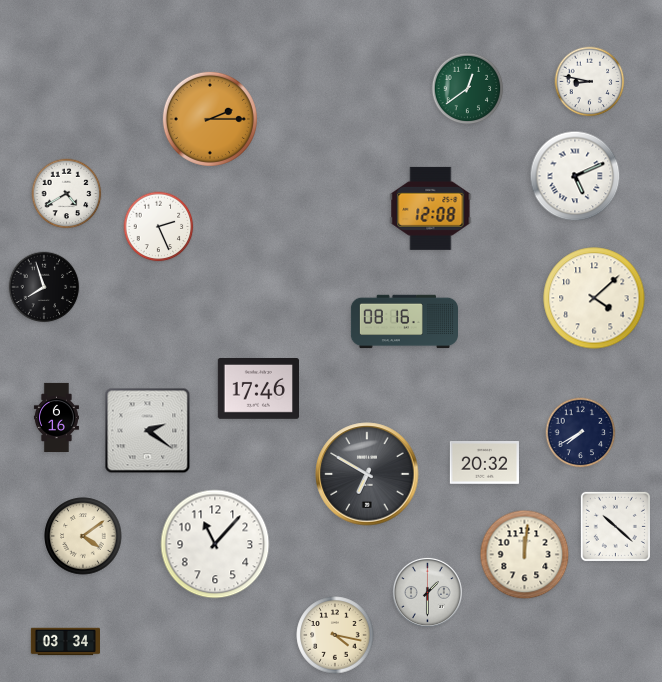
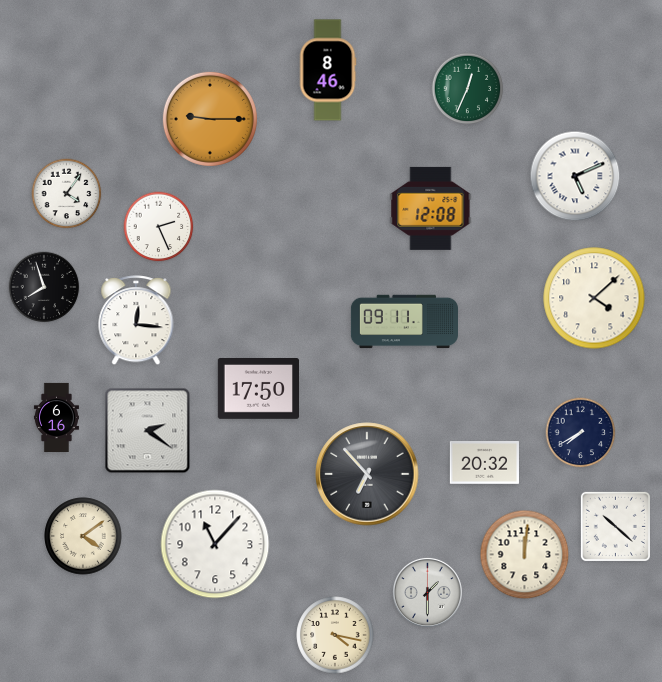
clock at (328, 70): none -> 8:46
clock at (590, 82): 8:47 -> none
clock at (468, 89): 12:39 -> 12:34
clock at (210, 119): 2:15 -> 9:15
clock at (67, 194): 4:40 -> 4:06
clock at (136, 321): none -> 12:16
clock at (404, 322): 08:16 -> 09:11
clock at (258, 389): 17:46 -> 17:50
clock at (367, 474): 6:50 -> 6:53
clock at (65, 642): 03:34 -> none
